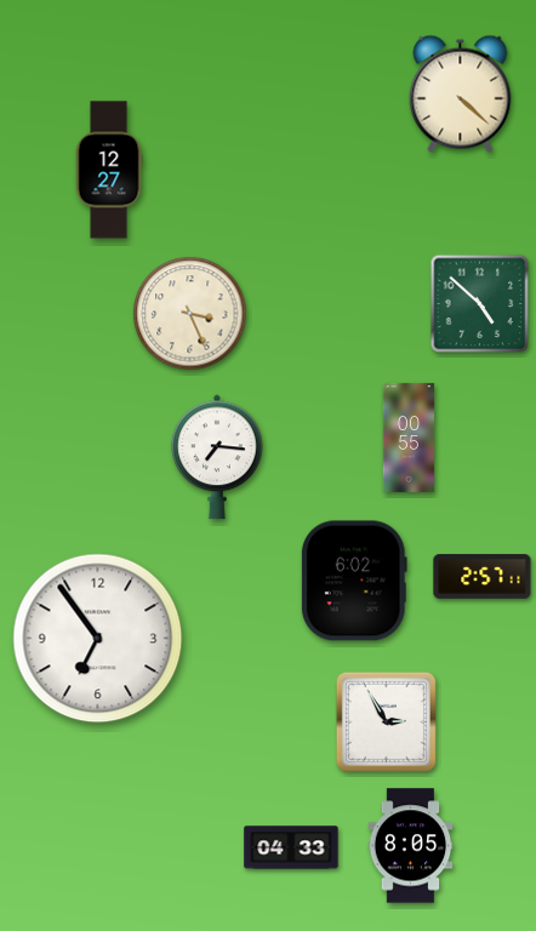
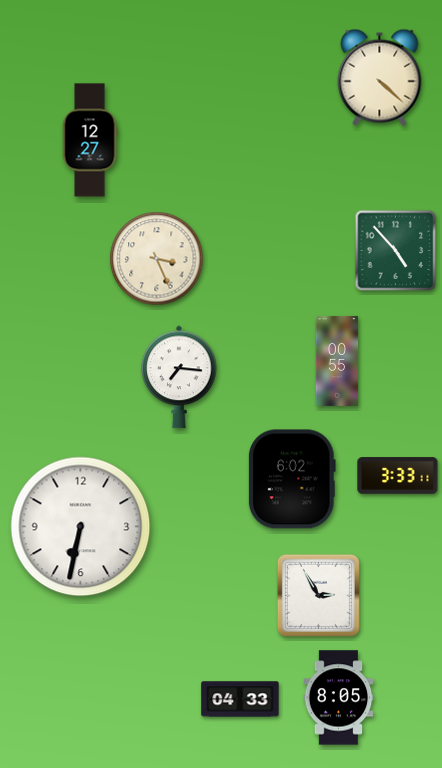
clock at (480, 304): 4:52 -> 4:53
clock at (483, 577): 2:57 -> 3:33
clock at (98, 639): 6:54 -> 6:32
